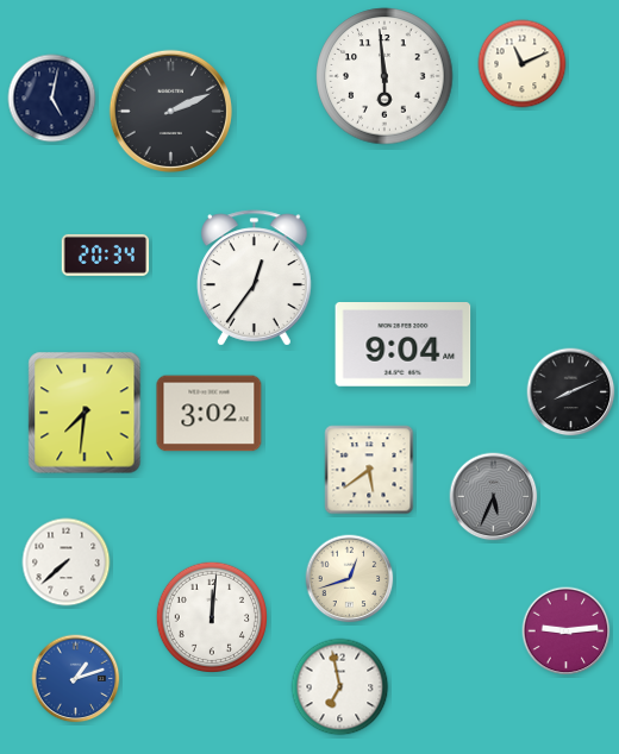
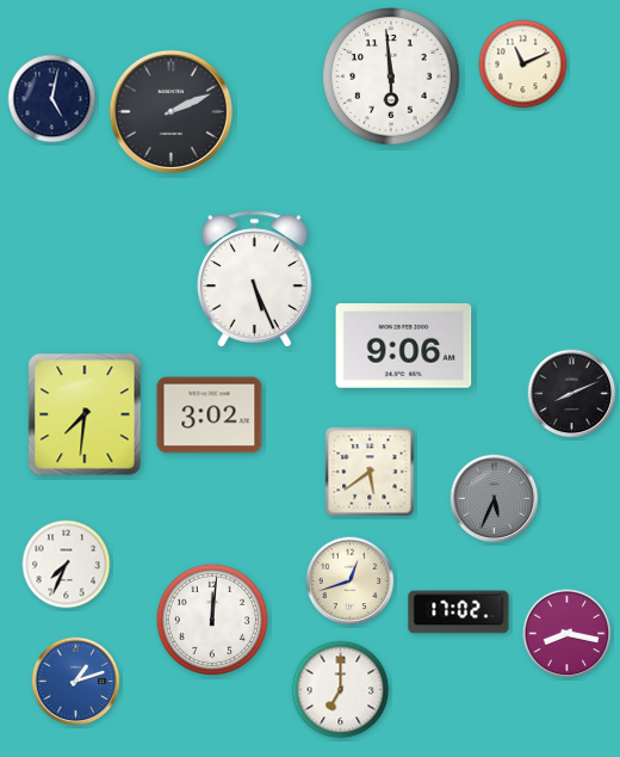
clock at (384, 76) position: (384, 76) -> (391, 76)
clock at (106, 255): 20:34 -> none
clock at (255, 278): 12:36 -> 5:26
clock at (404, 345): 9:04 -> 9:06
clock at (67, 563): 7:38 -> 7:34
clock at (459, 613): none -> 17:02
clock at (567, 632): 9:14 -> 8:17
clock at (340, 687): 6:58 -> 7:00
